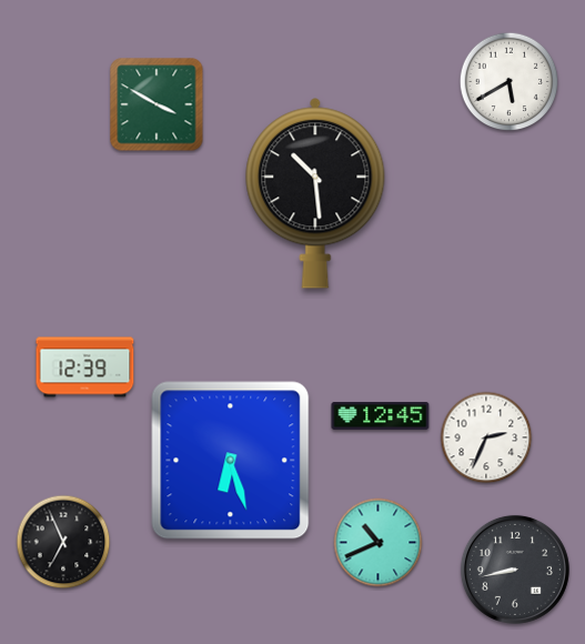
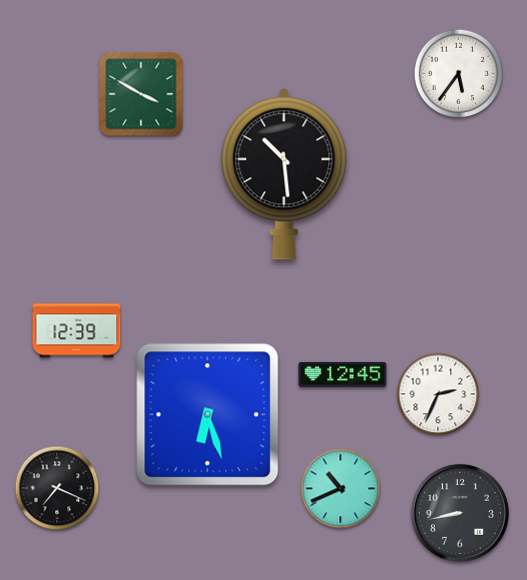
clock at (510, 82): 5:40 -> 5:36
clock at (63, 542): 6:56 -> 7:19
clock at (515, 570) position: (515, 570) -> (460, 513)
